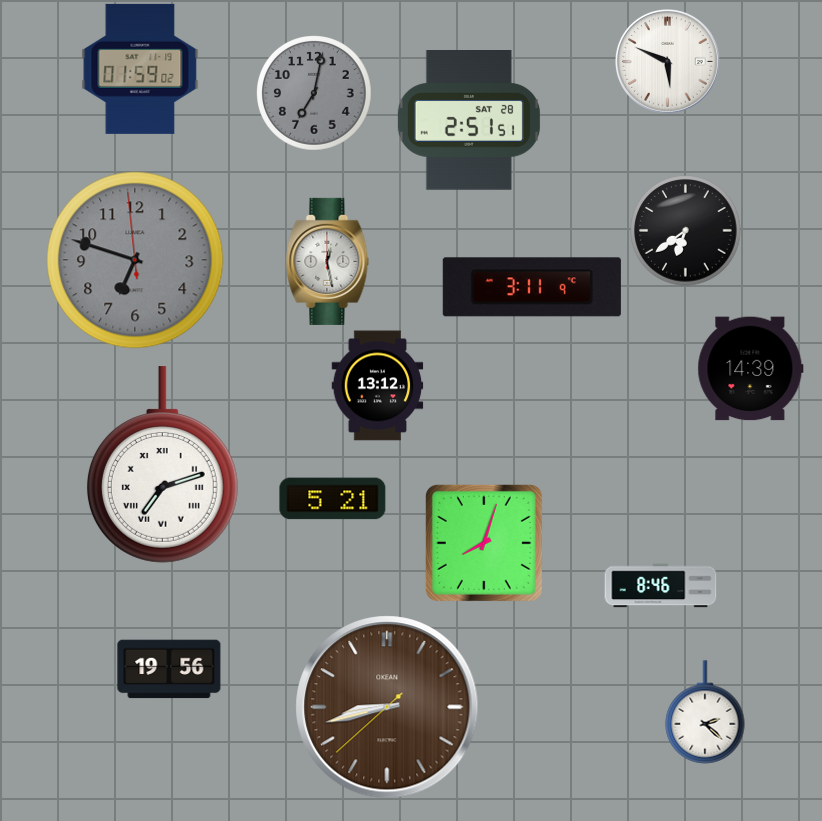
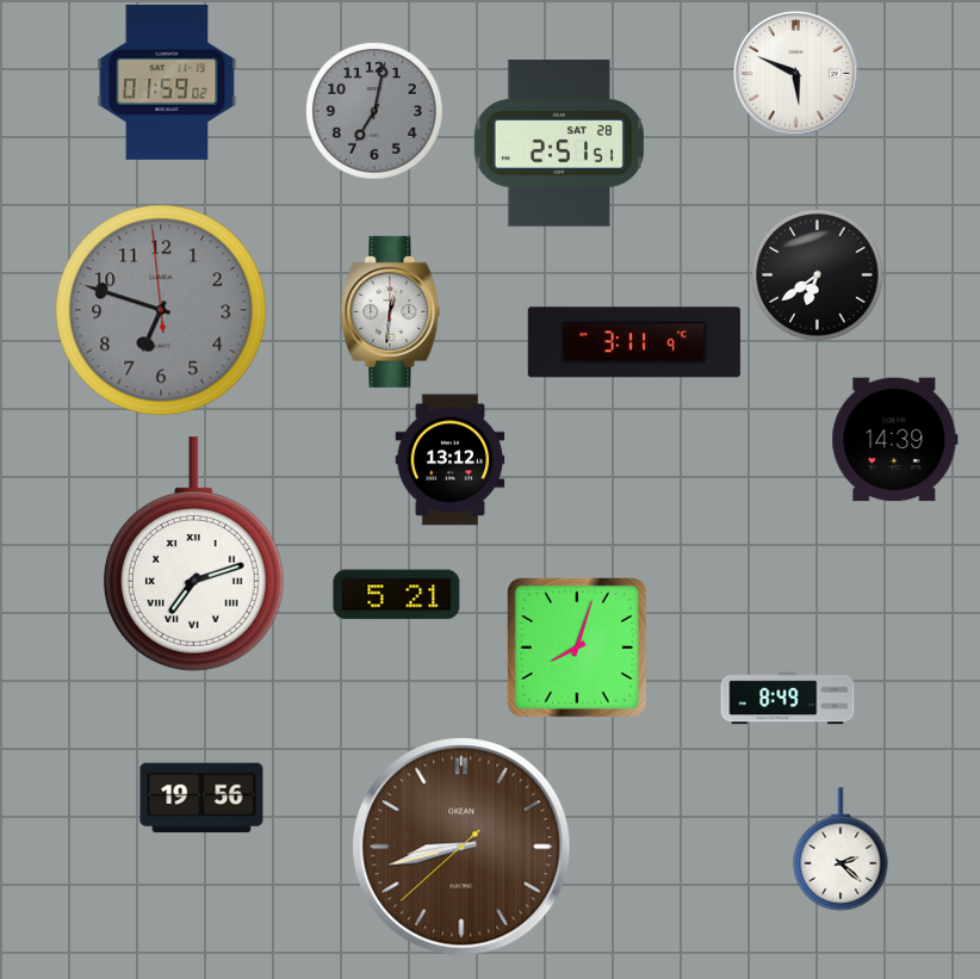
clock at (328, 261): 12:28 -> 12:31
clock at (661, 586): 8:46 -> 8:49
clock at (387, 707) position: (387, 707) -> (461, 847)
